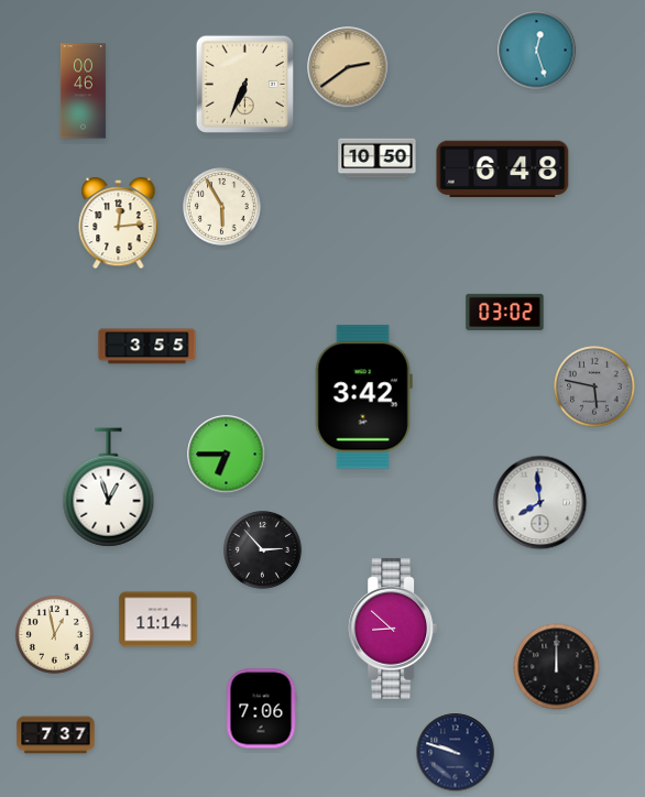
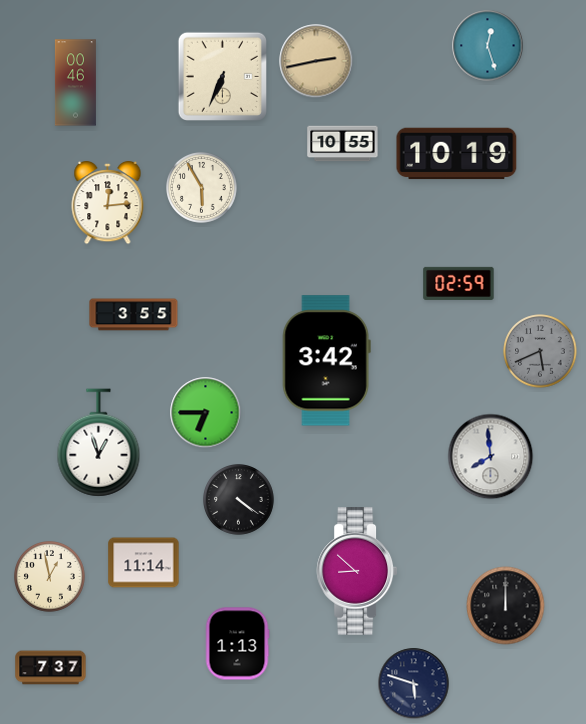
clock at (348, 67): 2:39 -> 2:43
clock at (378, 159): 10:50 -> 10:55
clock at (503, 170): 6:48 -> 10:19
clock at (505, 312): 03:02 -> 02:59
clock at (594, 386): 5:47 -> 5:41
clock at (363, 397) position: (363, 397) -> (326, 361)
clock at (263, 550): 2:53 -> 4:21
clock at (261, 709): 7:06 -> 1:13
clock at (456, 753): 9:48 -> 5:48
